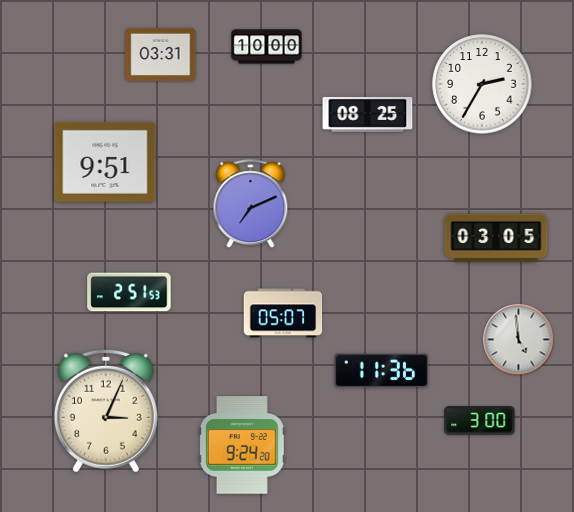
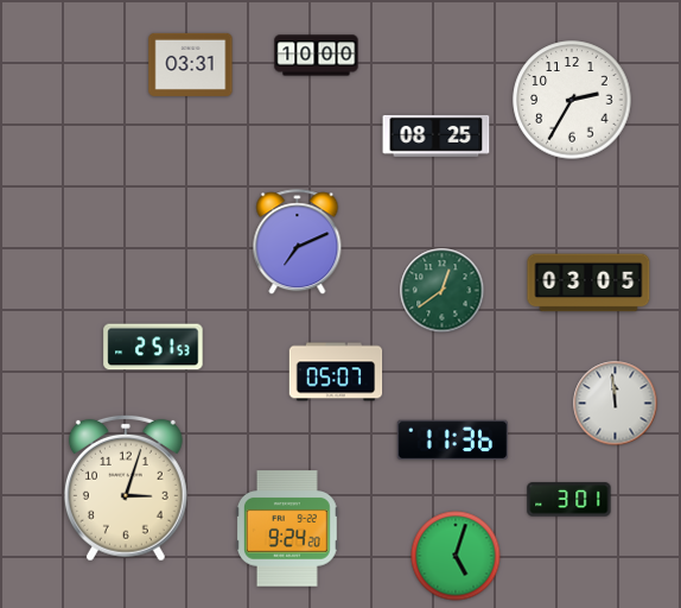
clock at (105, 162): 9:51 -> none
clock at (443, 291): none -> 12:39
clock at (519, 340): 4:59 -> 11:59
clock at (106, 411): 3:04 -> 3:03
clock at (480, 421): 3:00 -> 3:01
clock at (456, 556): none -> 5:03
